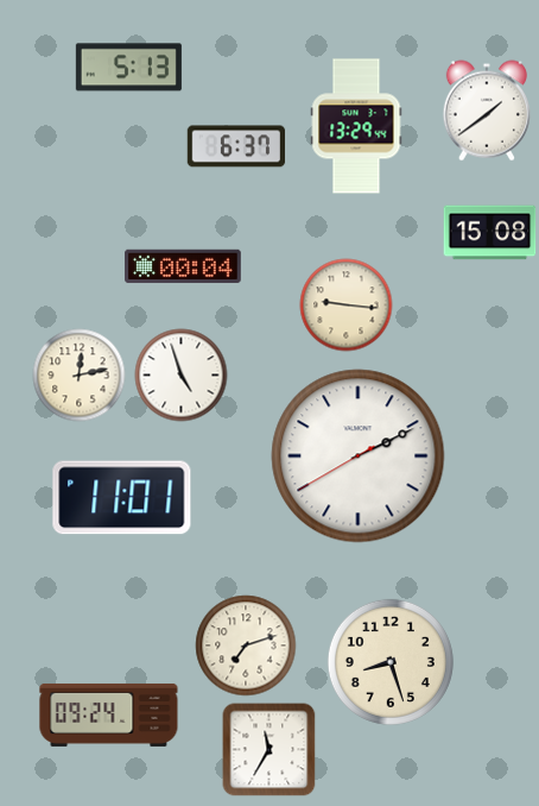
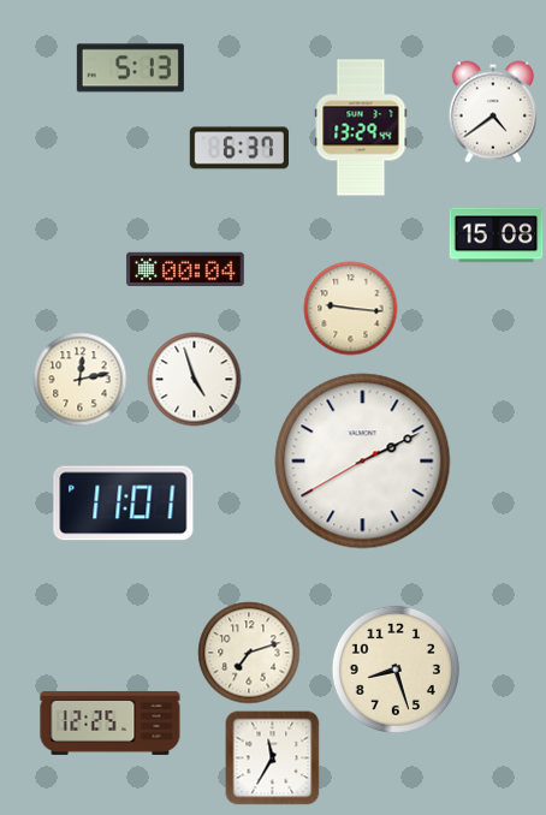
clock at (487, 111): 1:39 -> 4:39
clock at (180, 374) position: (180, 374) -> (194, 379)
clock at (109, 714): 09:24 -> 12:25
